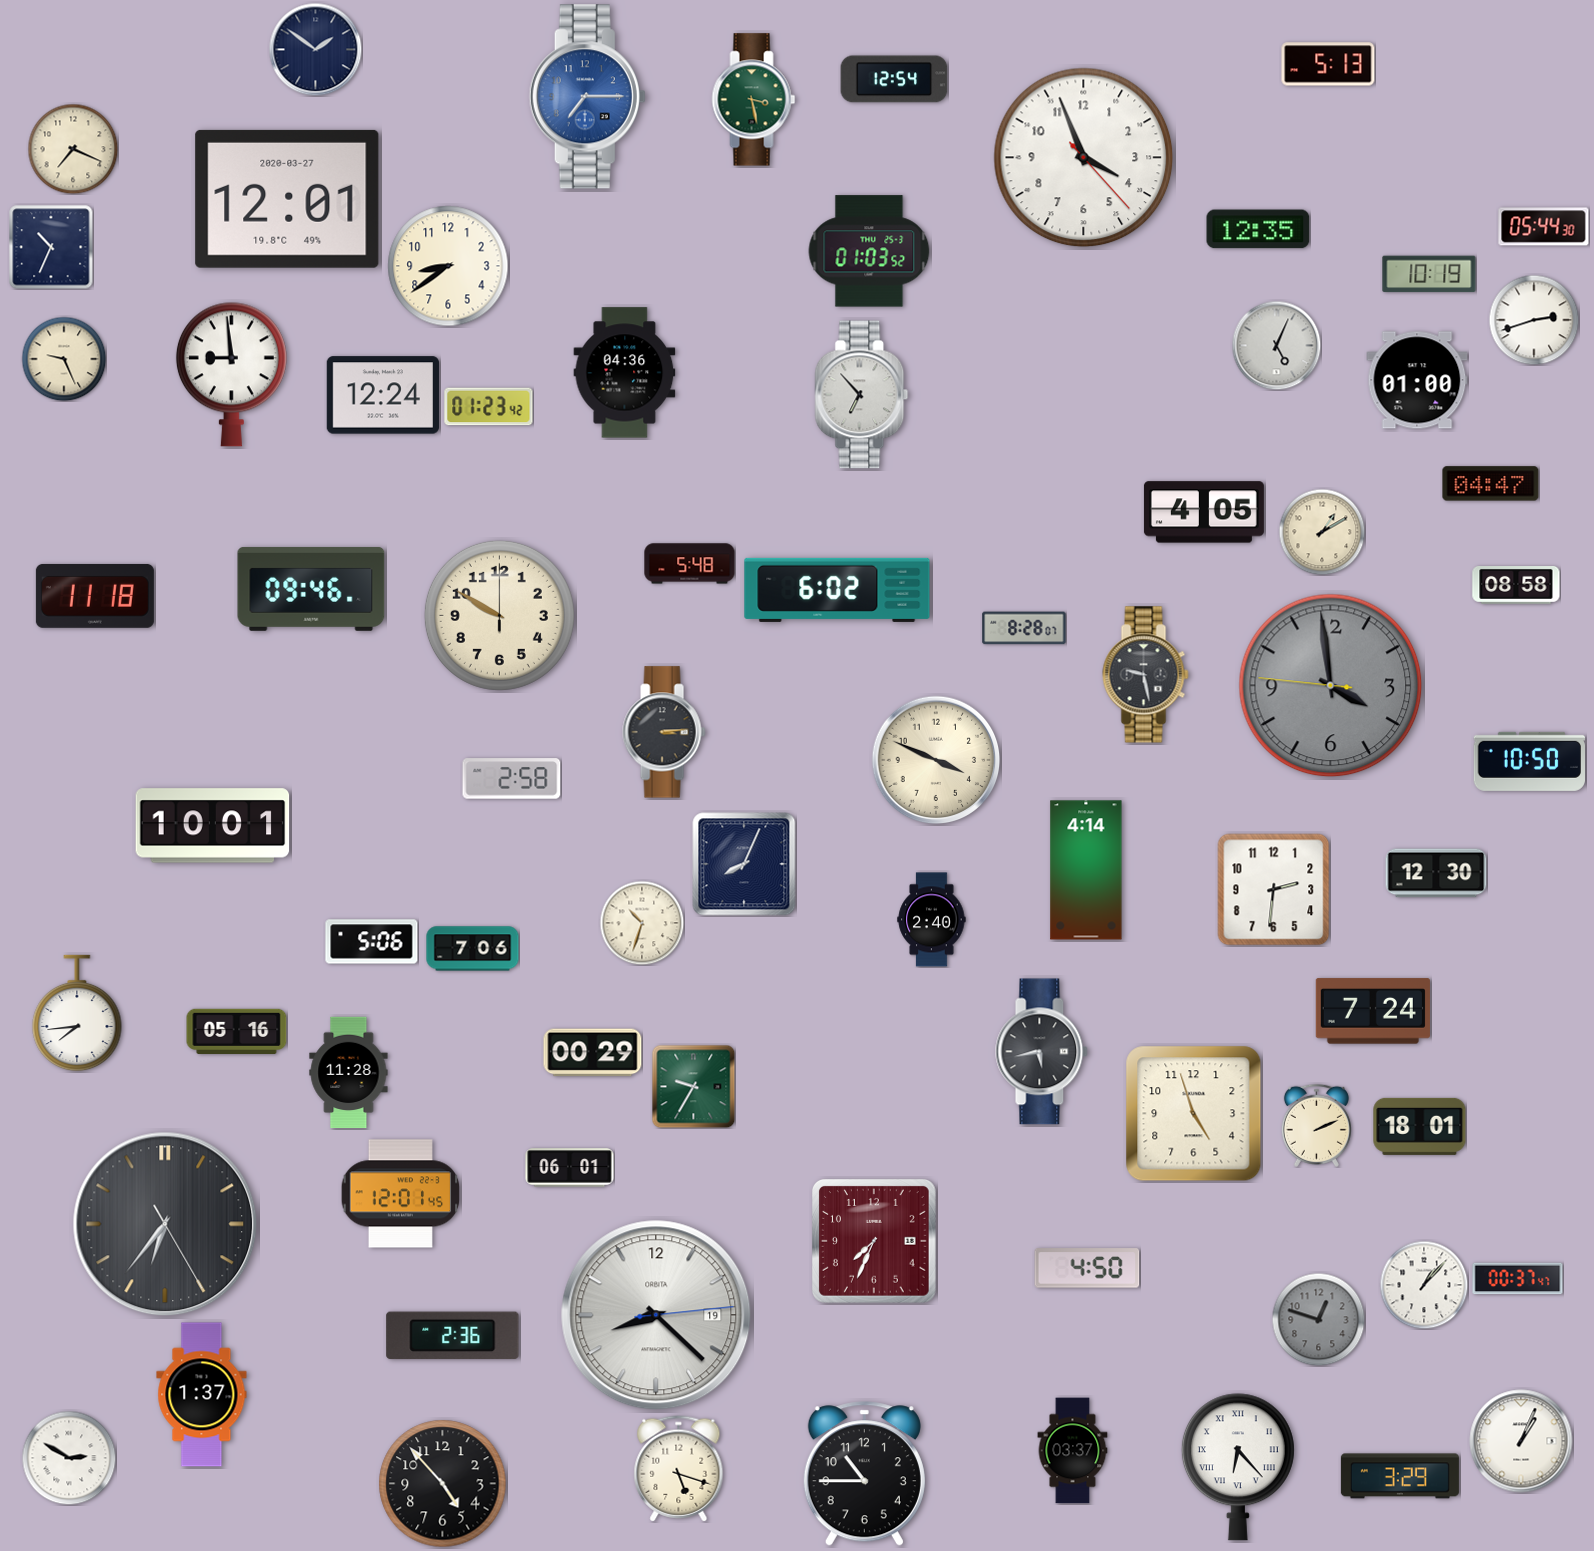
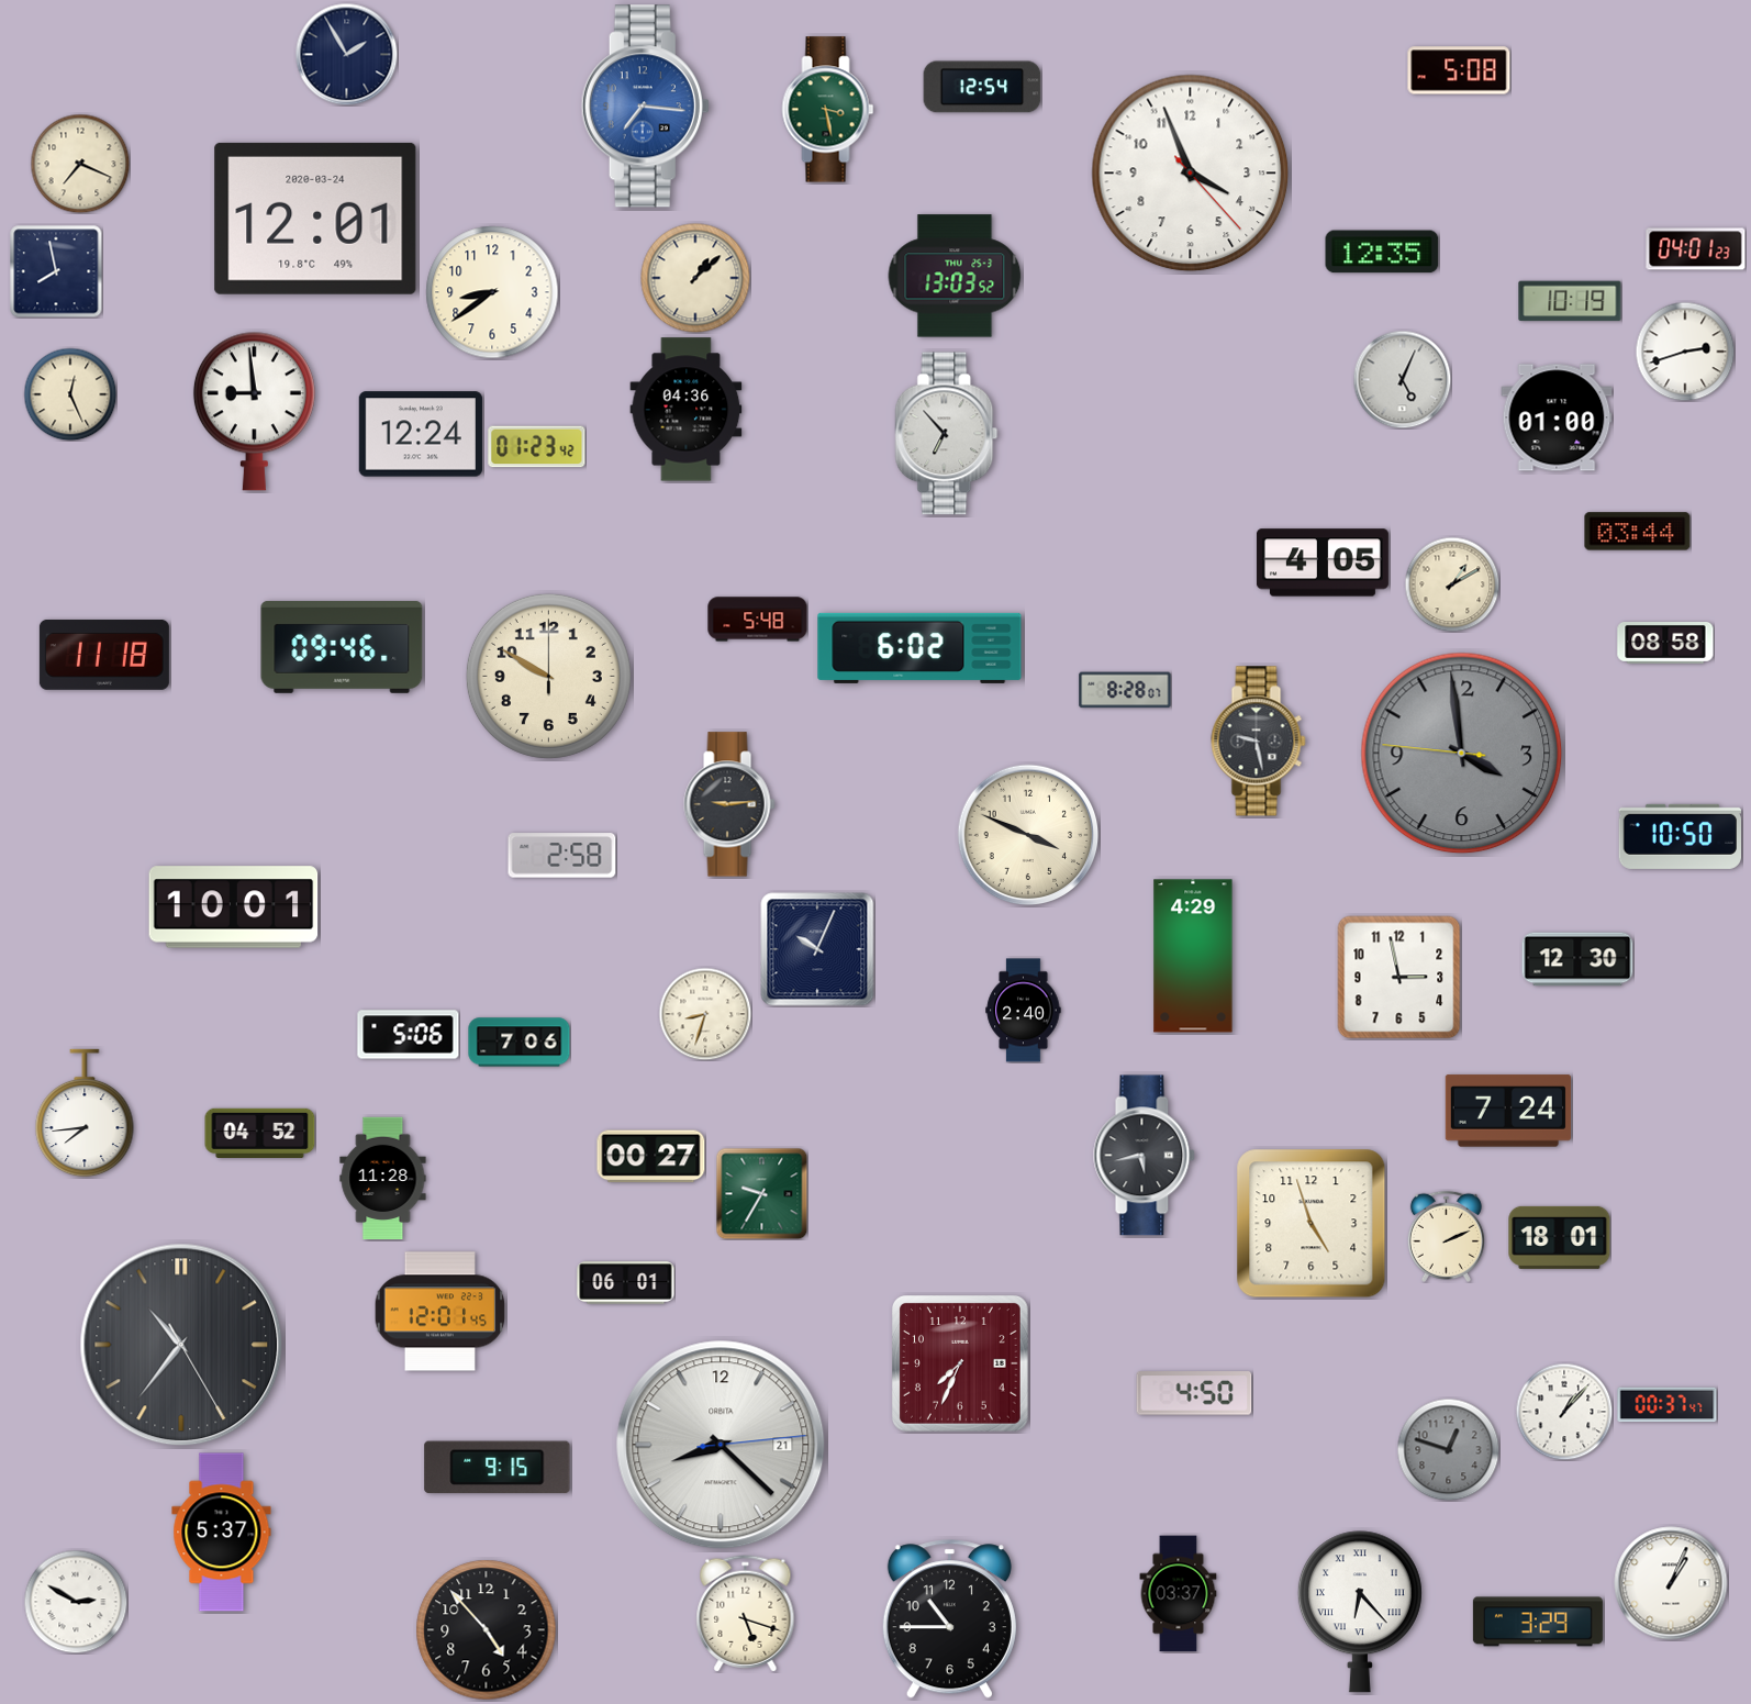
clock at (315, 49): 1:51 -> 1:55
clock at (1328, 64): 5:13 -> 5:08
clock at (587, 97): 7:15 -> 7:16
clock at (287, 199) date: 2020-03-27 -> 2020-03-24
clock at (1544, 227): 05:44 -> 04:01
clock at (51, 247): 10:34 -> 7:58
clock at (869, 251): 01:03 -> 13:03
clock at (695, 278): none -> 1:08
clock at (64, 359): 9:26 -> 12:26
clock at (1491, 484): 04:47 -> 03:44
clock at (664, 732): 3:14 -> 9:14
clock at (744, 864): 8:04 -> 10:04
clock at (1086, 870): 4:14 -> 4:29
clock at (1274, 890): 2:31 -> 2:58
clock at (642, 923): 10:33 -> 8:33
clock at (237, 1031): 05:16 -> 04:52
clock at (593, 1053): 00:29 -> 00:27
clock at (165, 1224): 6:36 -> 10:36
clock at (656, 1315) date: 19 -> 21
clock at (453, 1336): 2:36 -> 9:15
clock at (202, 1395): 1:37 -> 5:37
